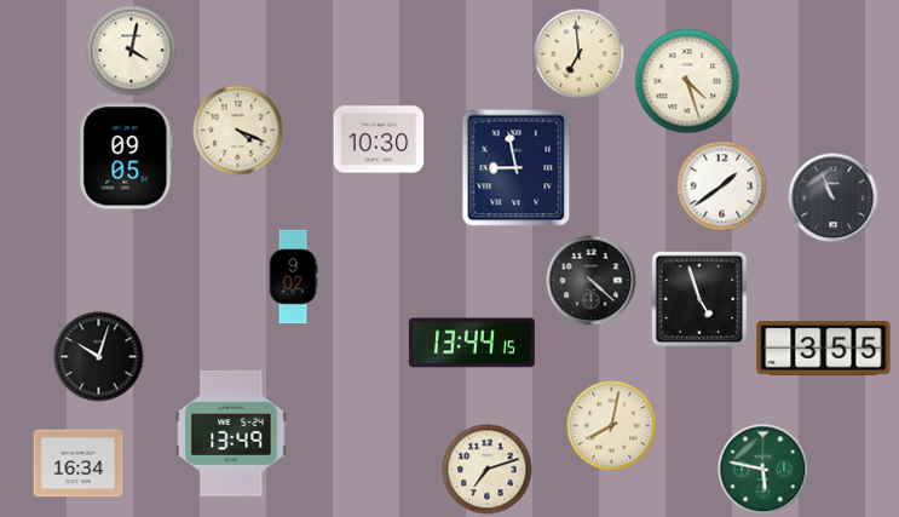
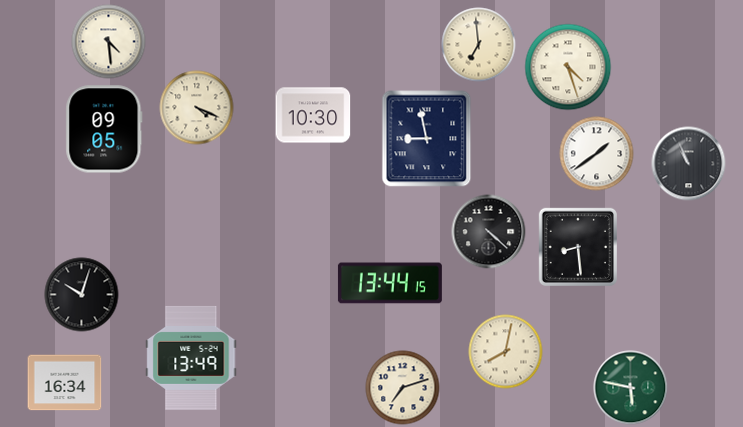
clock at (132, 51): 4:02 -> 4:29
clock at (293, 277): 9:02 -> none
clock at (699, 299): 4:57 -> 8:29
clock at (824, 349): 3:55 -> none
